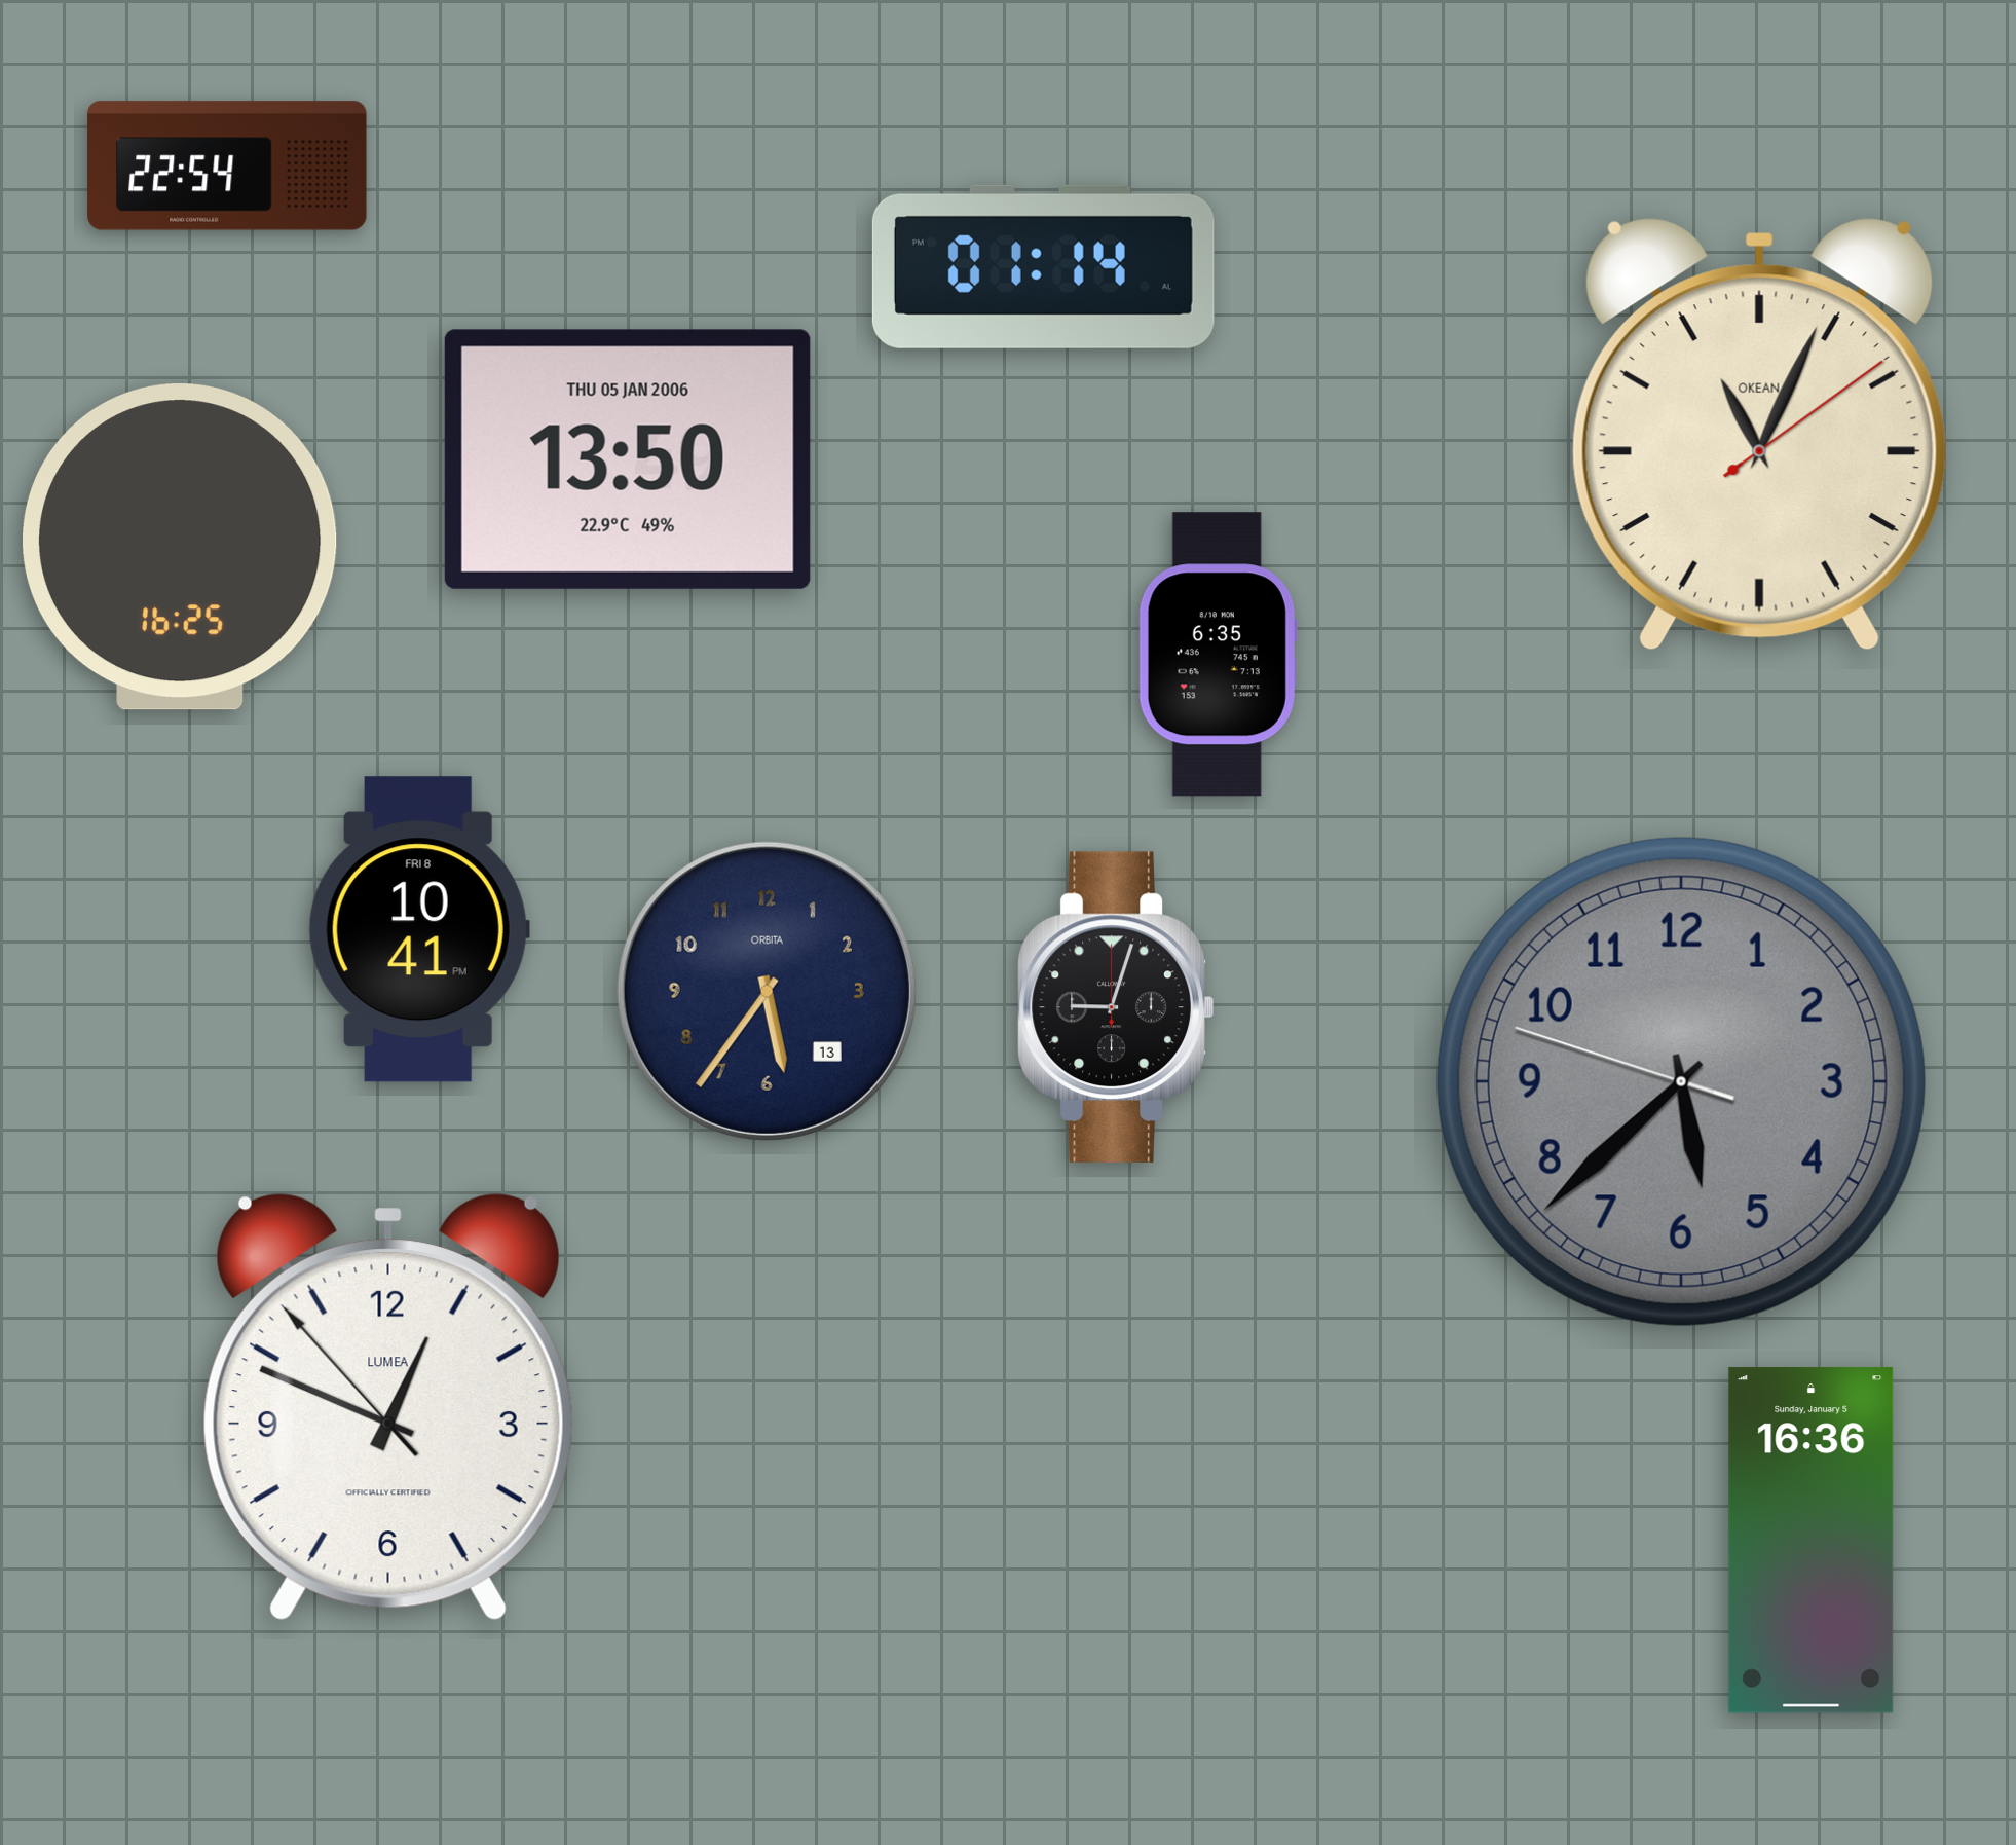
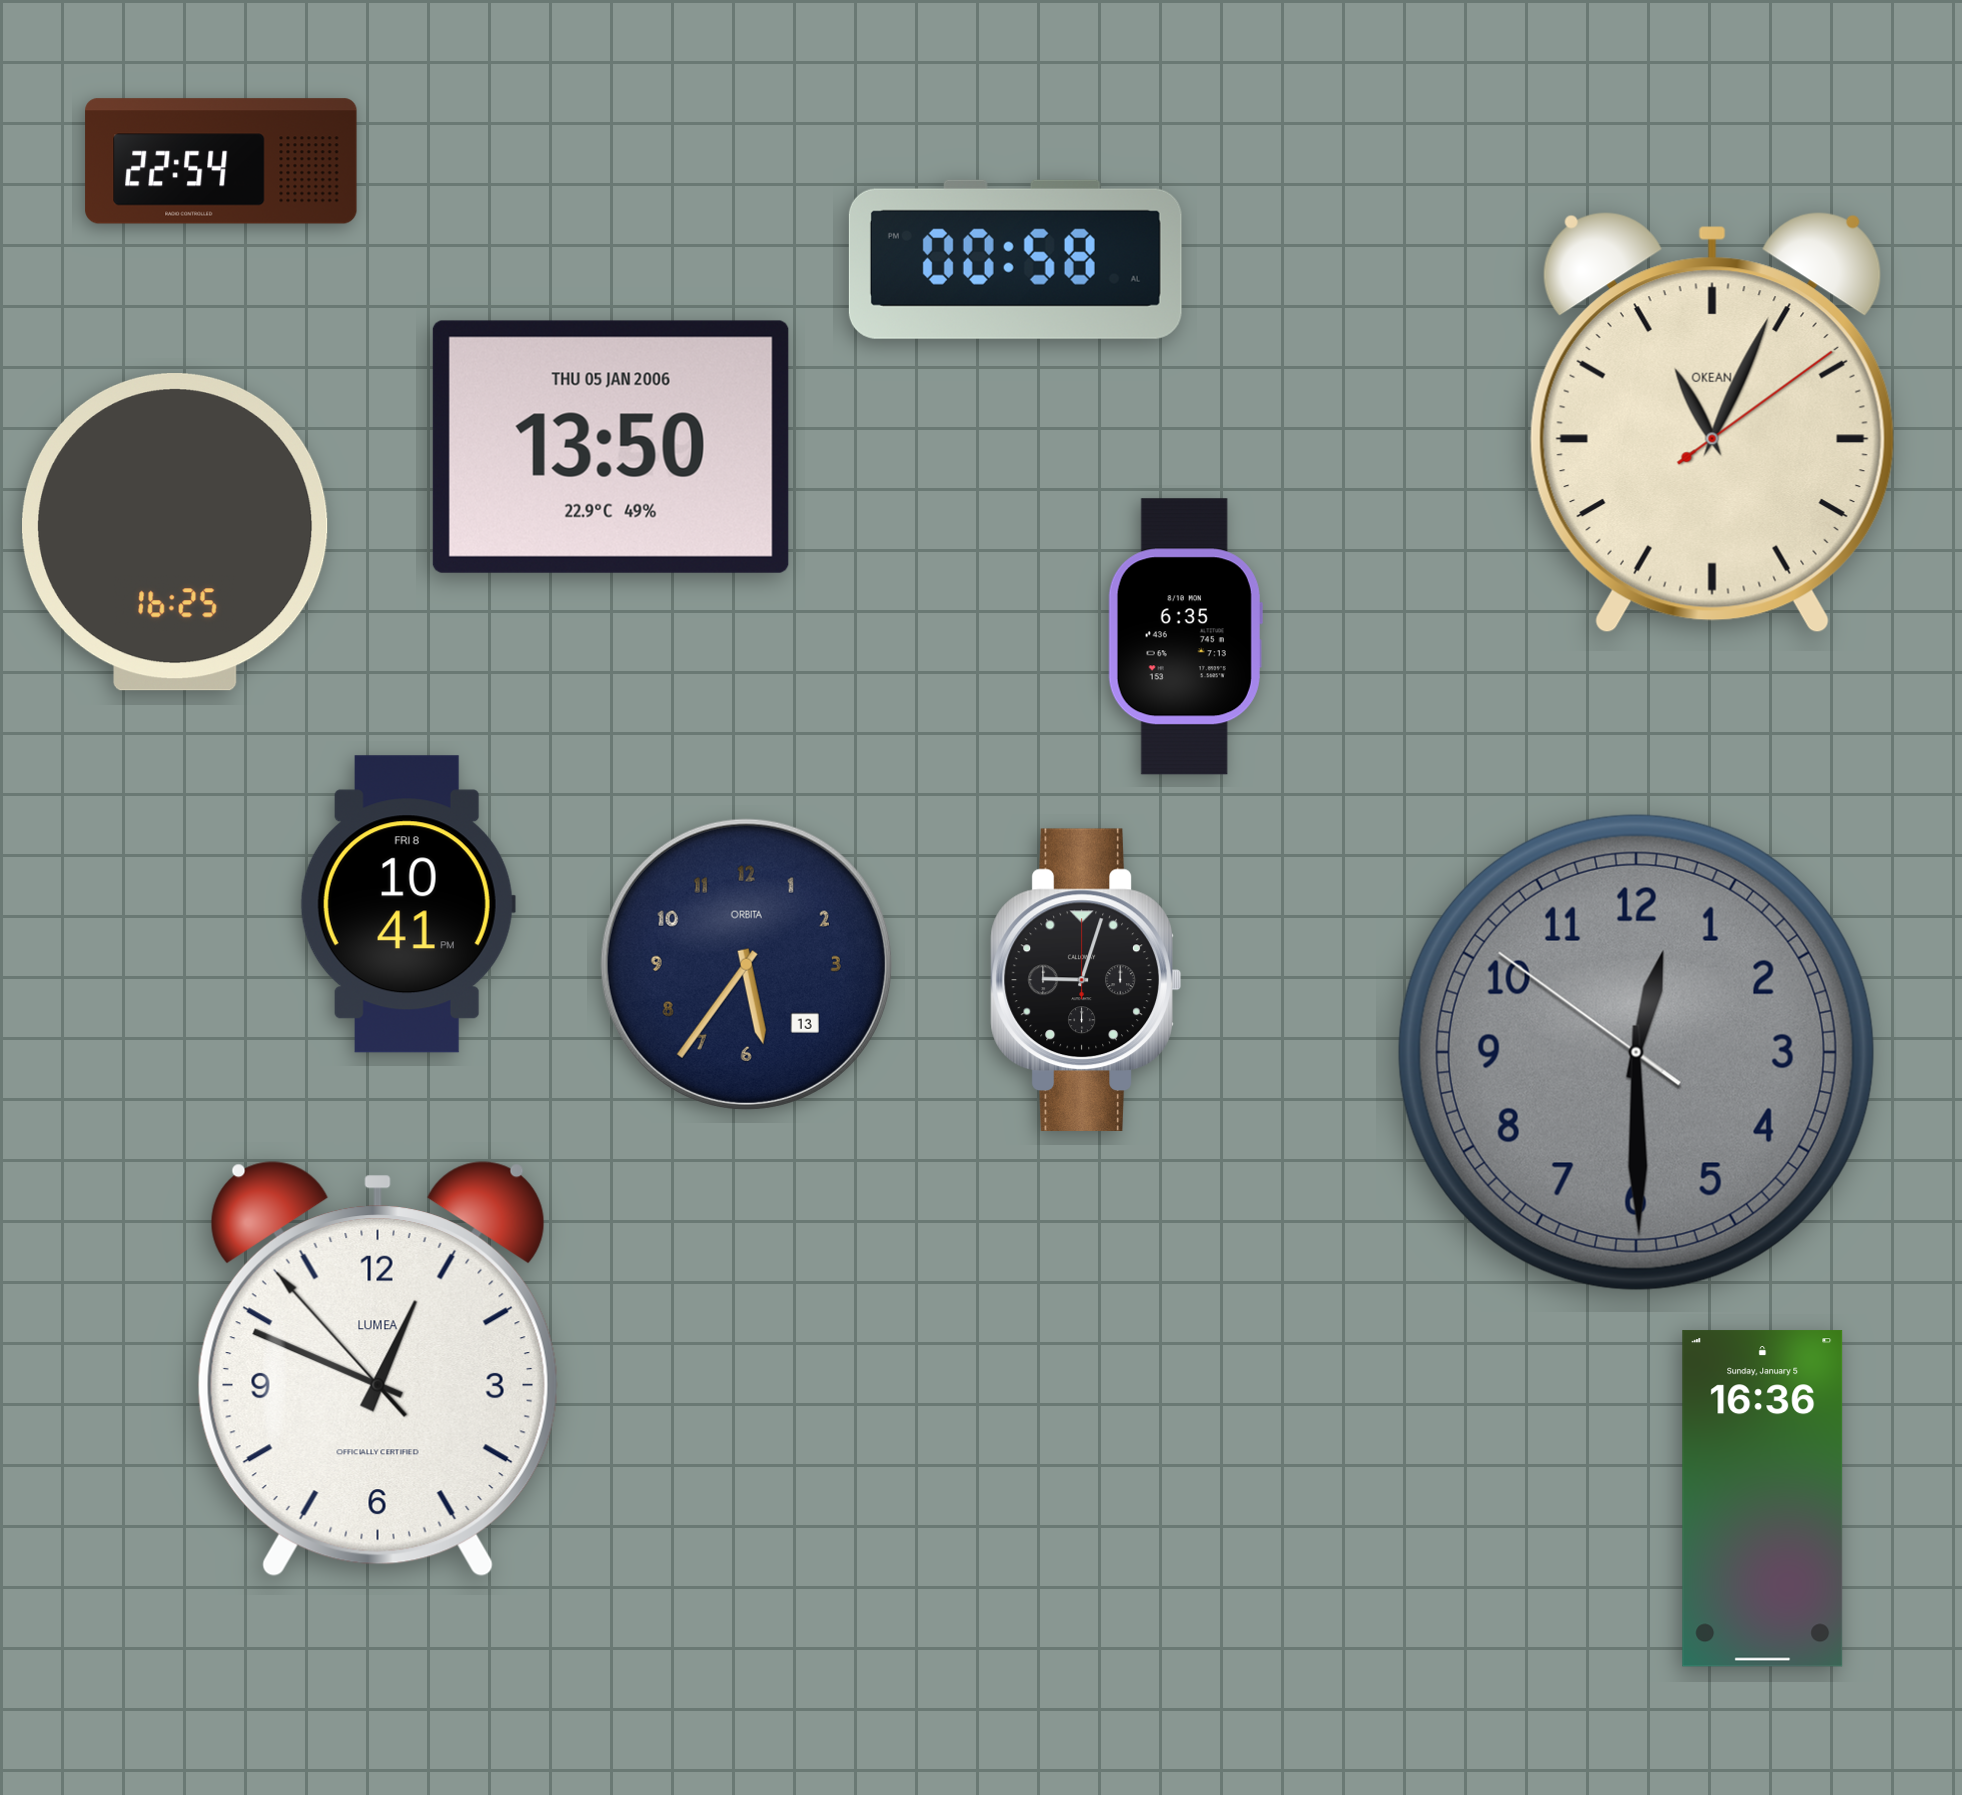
clock at (1043, 266): 01:14 -> 00:58
clock at (1681, 1081): 5:37 -> 12:29
